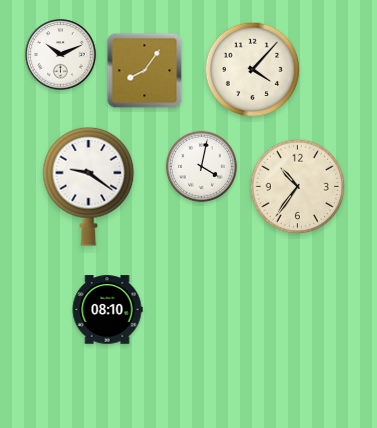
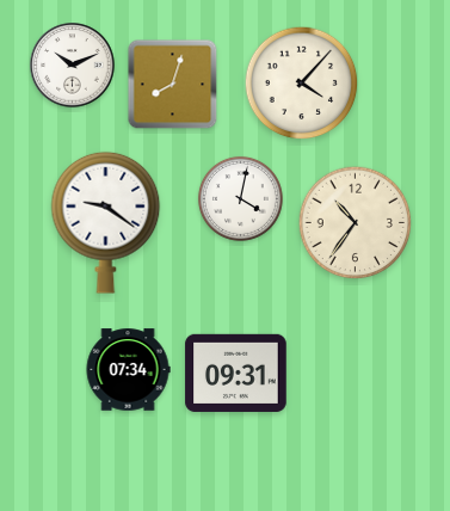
clock at (145, 71): 8:06 -> 8:03
clock at (107, 310): 08:10 -> 07:34
clock at (236, 373): none -> 09:31
